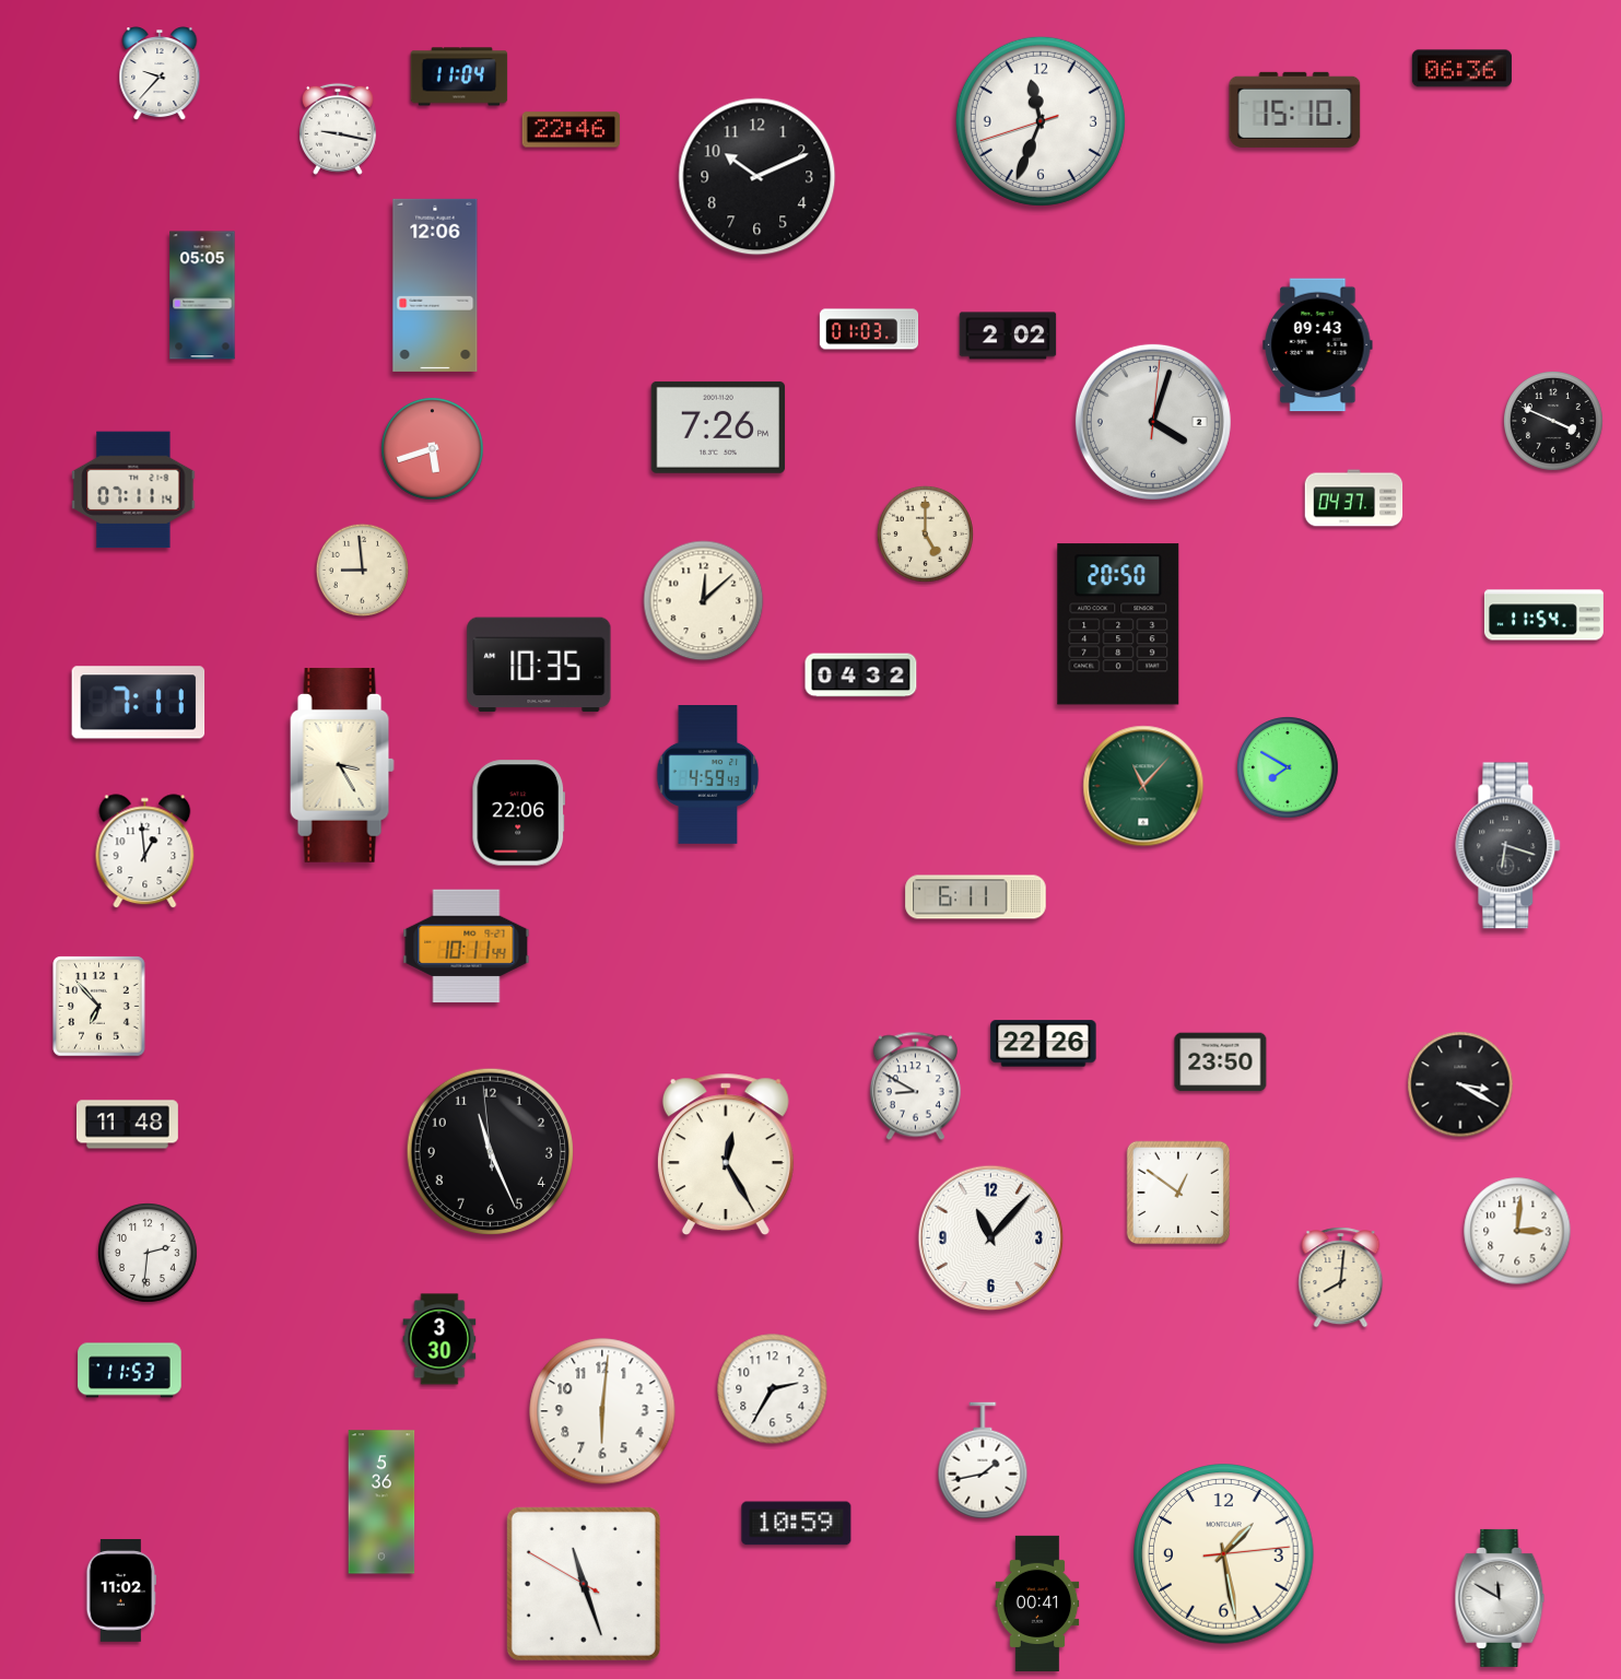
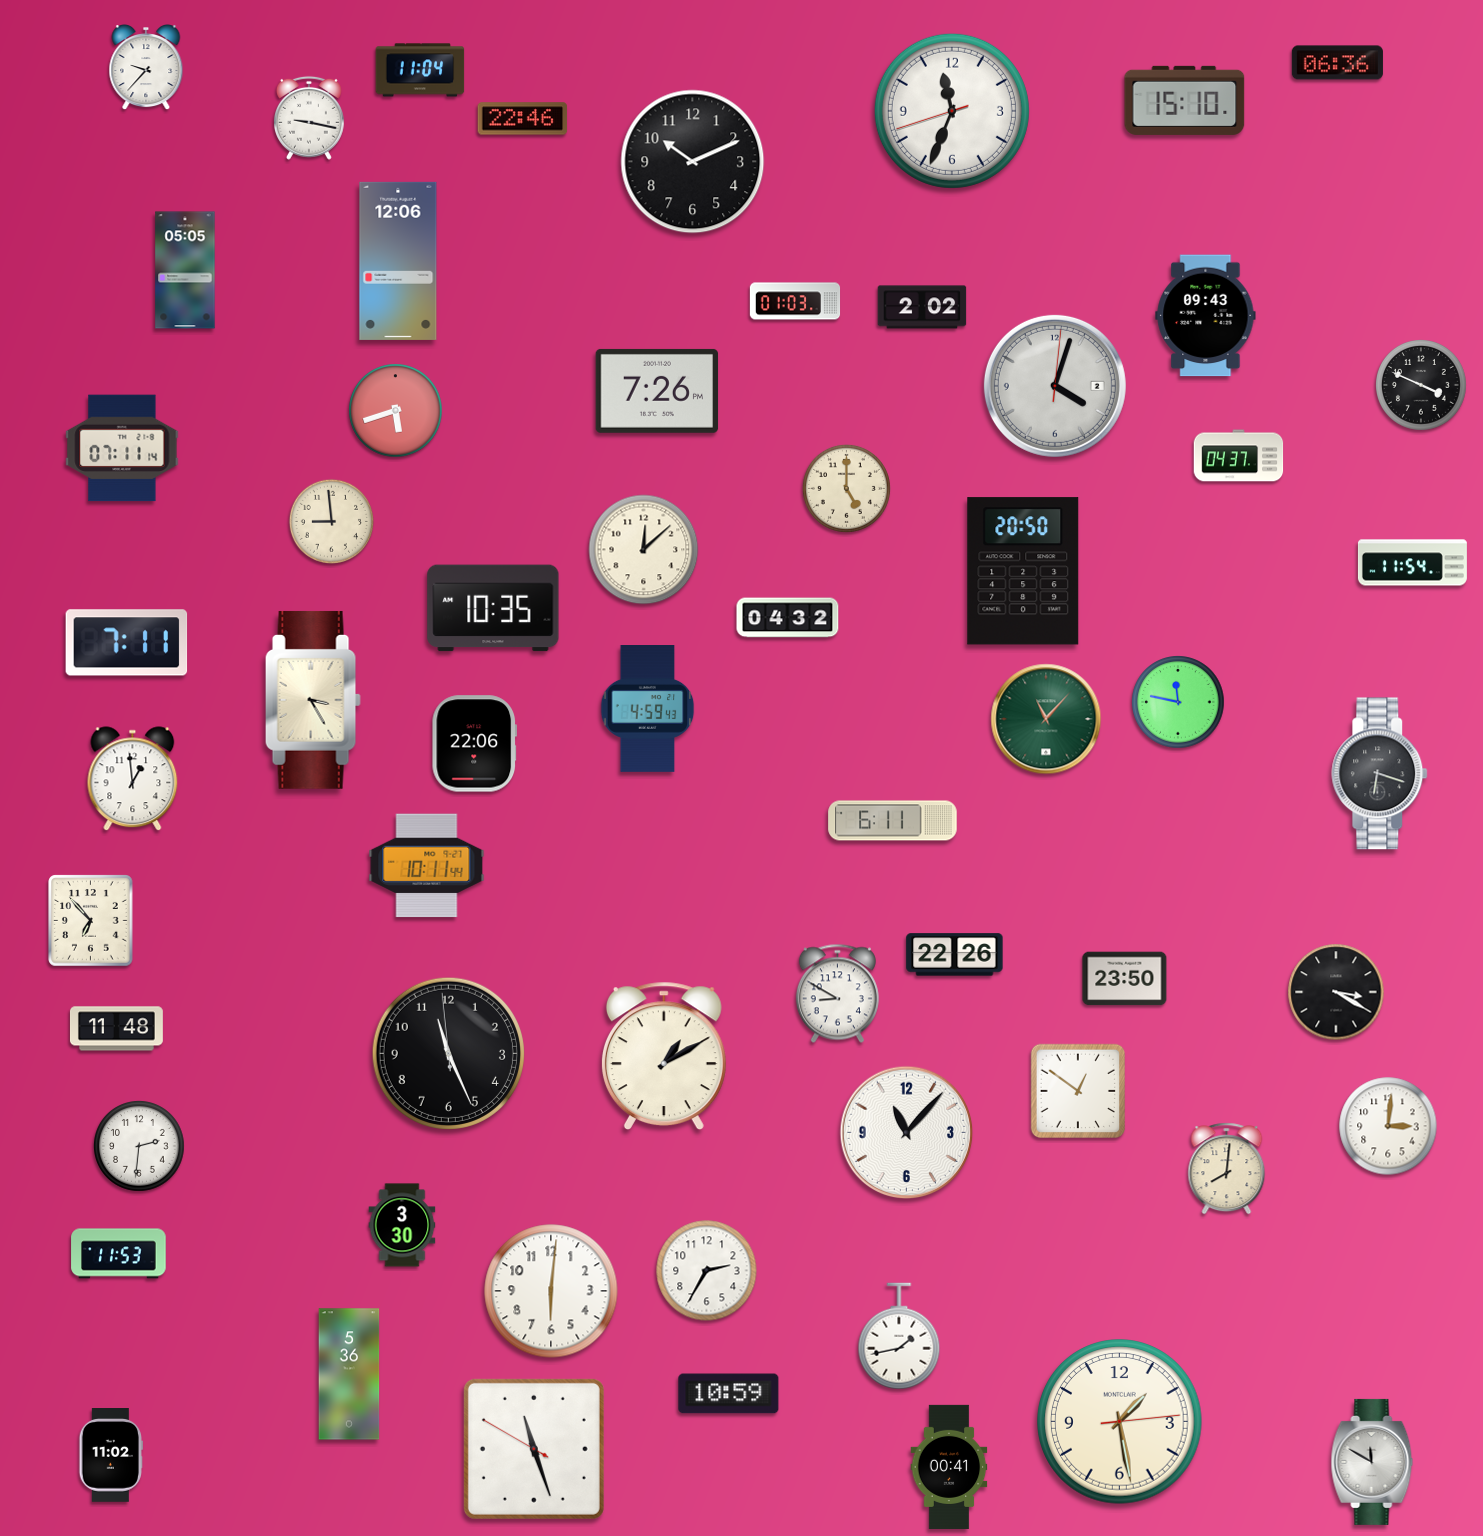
clock at (1288, 767): 7:50 -> 11:47
clock at (1221, 1062) position: (1221, 1062) -> (1125, 979)
clock at (726, 1153): 12:25 -> 1:10
clock at (149, 1254) position: (149, 1254) -> (140, 1147)
